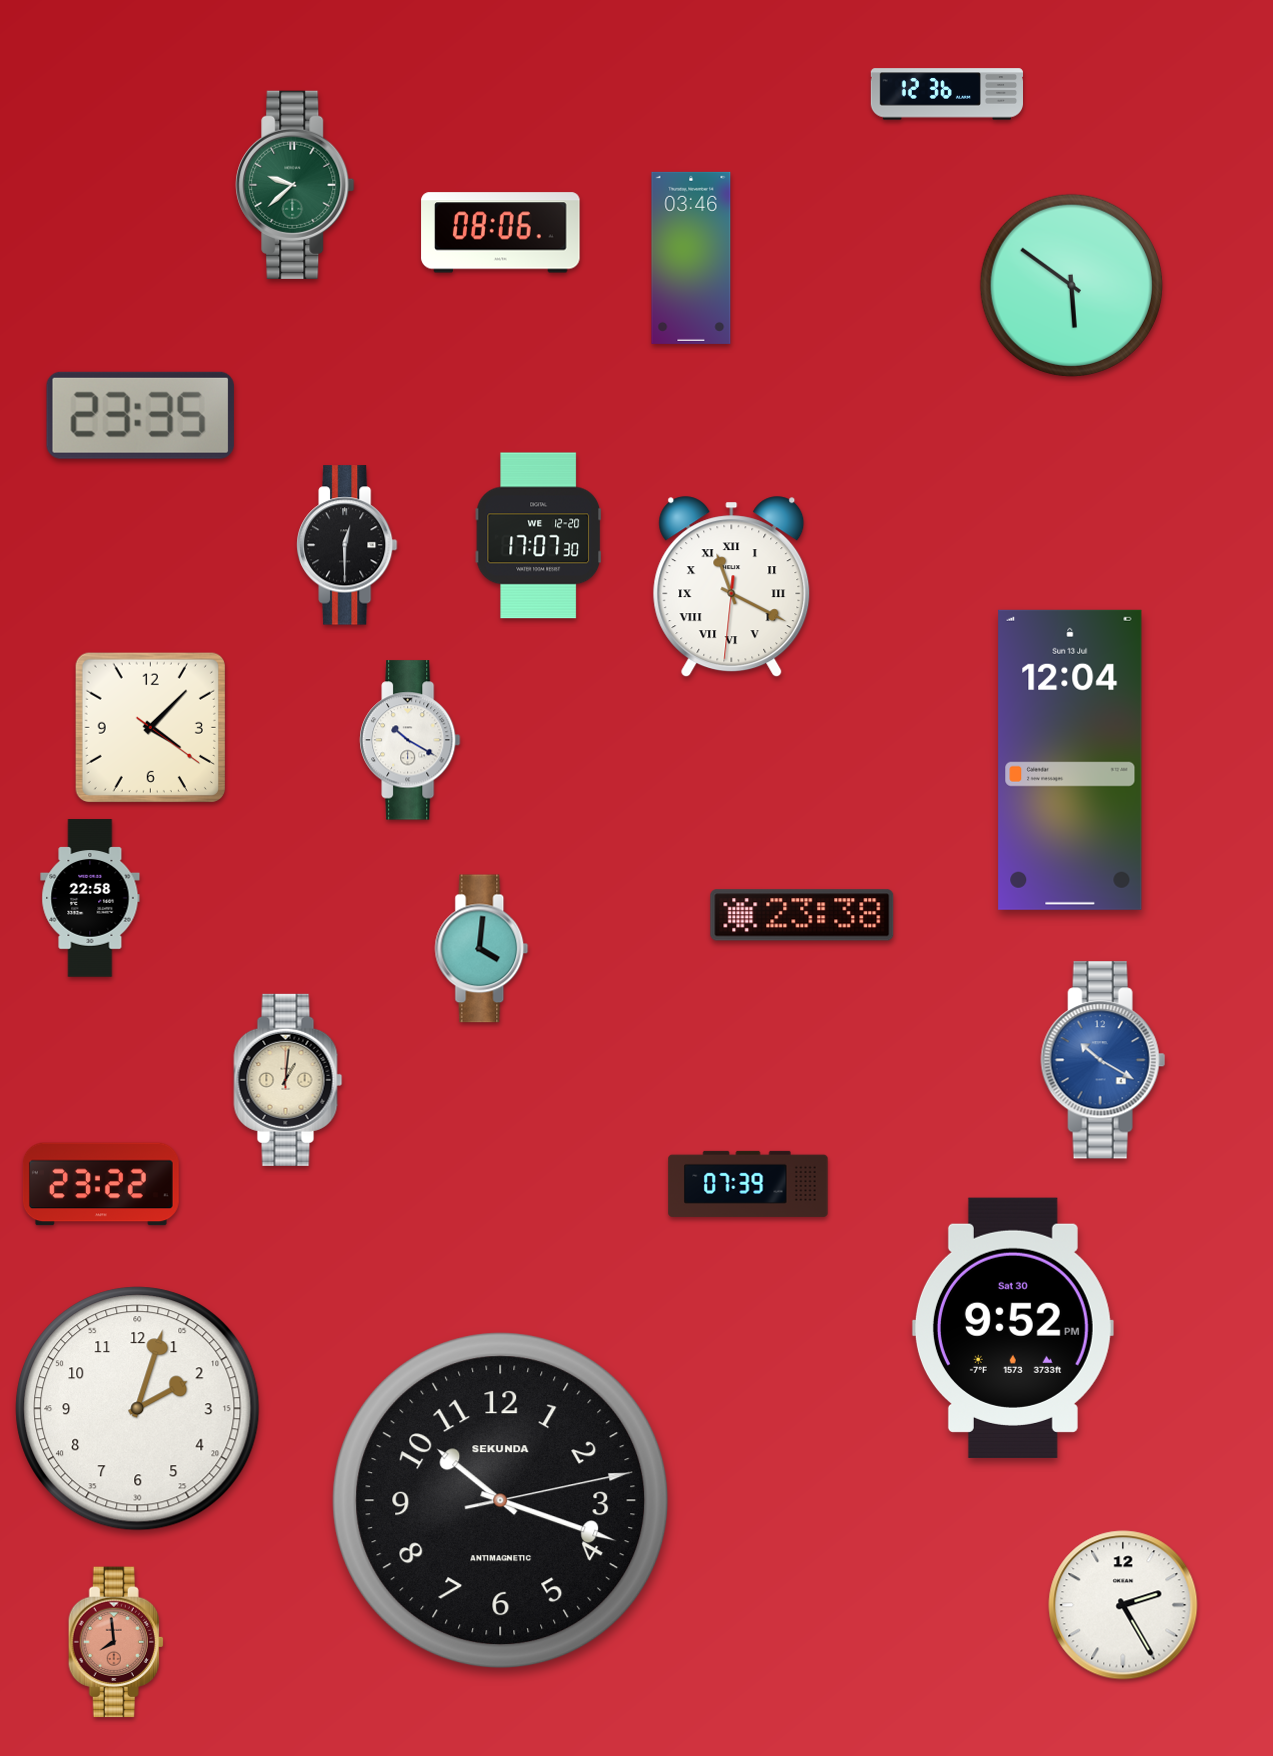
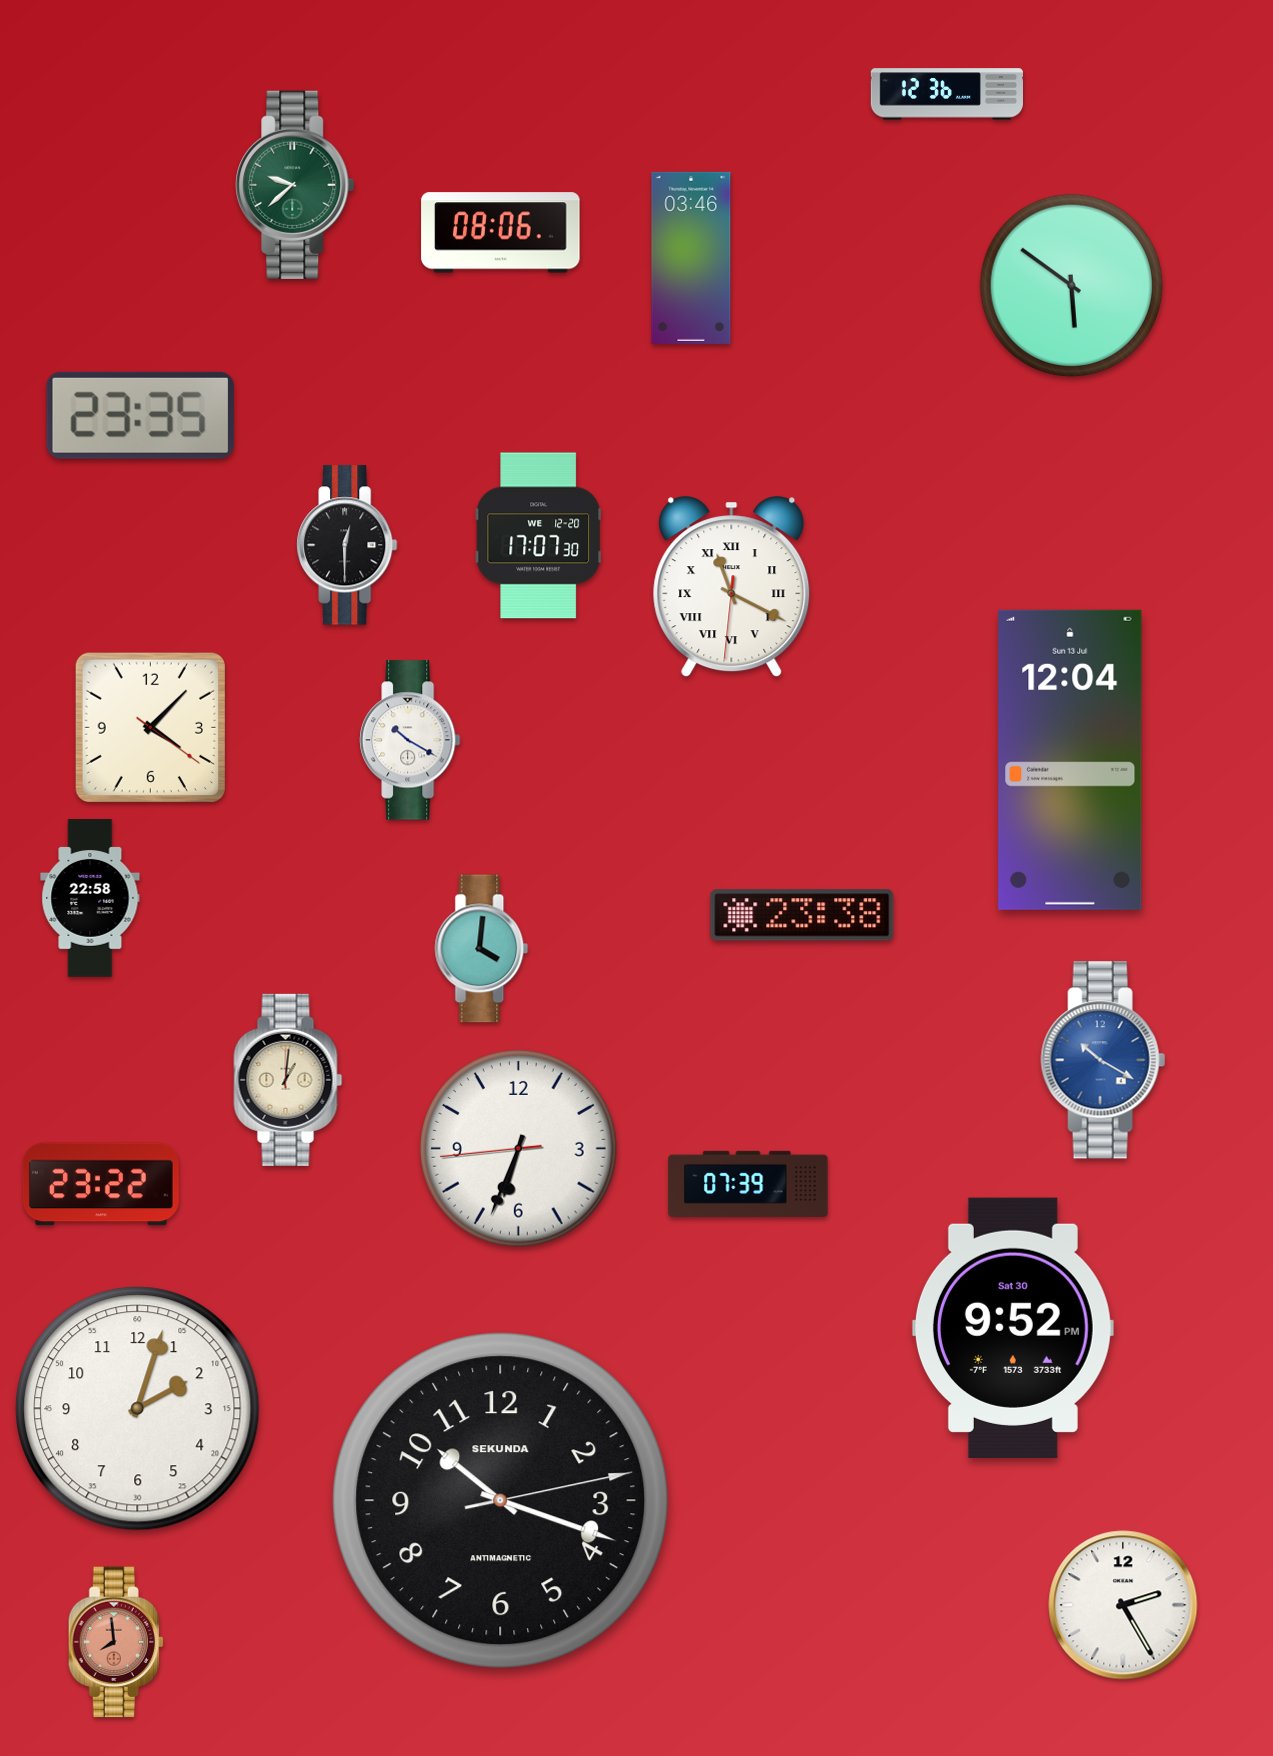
clock at (519, 1149): none -> 6:33
